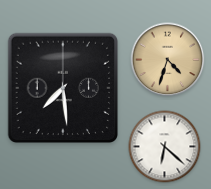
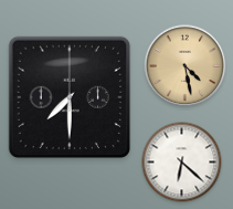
clock at (168, 60): 4:33 -> 4:28
clock at (63, 88): 7:29 -> 7:30
